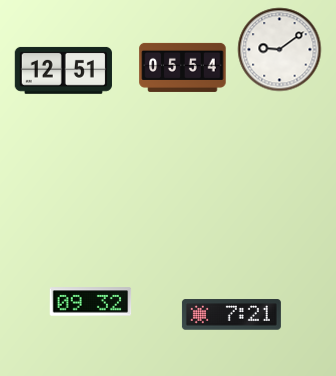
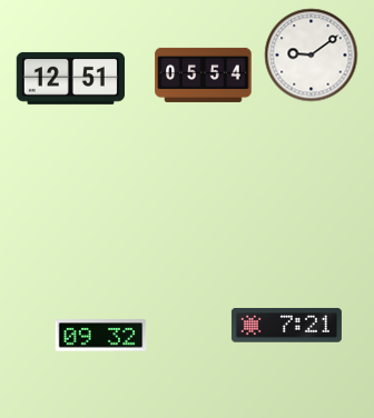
clock at (231, 315) position: (231, 315) -> (286, 326)
